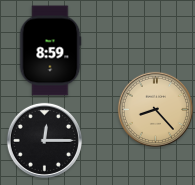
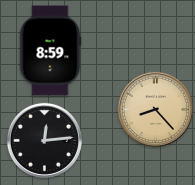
clock at (44, 140): 12:15 -> 12:14
